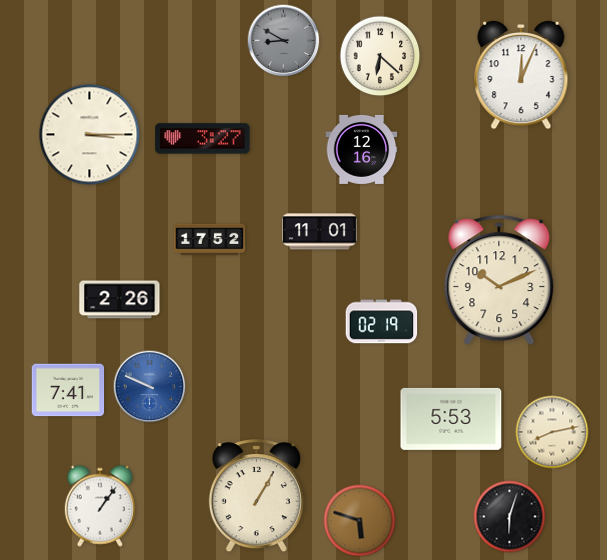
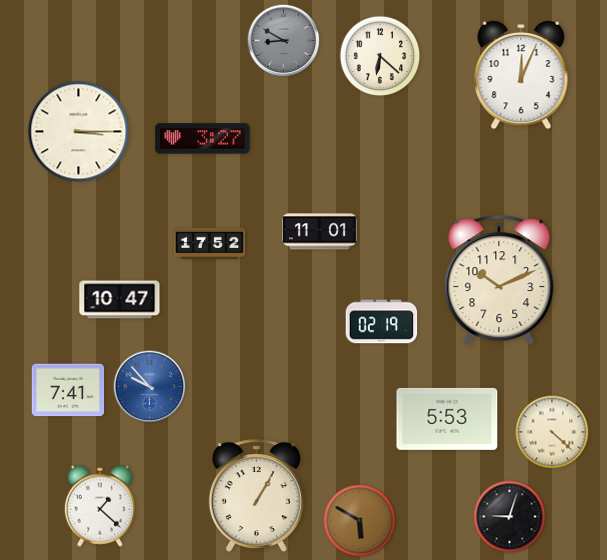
clock at (90, 135) position: (90, 135) -> (79, 132)
clock at (362, 149): 12:16 -> none
clock at (210, 240) position: (210, 240) -> (210, 244)
clock at (120, 300): 2:26 -> 10:47
clock at (150, 387): 9:49 -> 9:53
clock at (451, 419) position: (451, 419) -> (447, 419)
clock at (552, 432): 8:13 -> 4:22
clock at (99, 506): 1:06 -> 1:22
clock at (510, 517): 6:03 -> 9:03
clock at (360, 521): 5:48 -> 5:50
